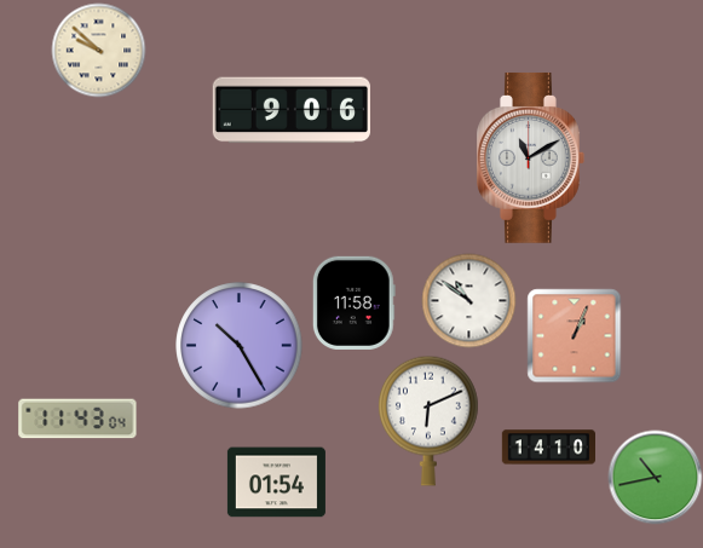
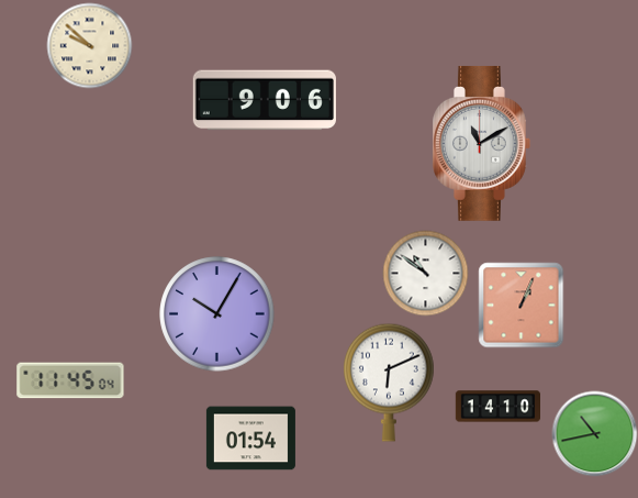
clock at (353, 302): 11:58 -> none
clock at (240, 346): 10:25 -> 10:05
clock at (77, 419): 11:43 -> 11:45
